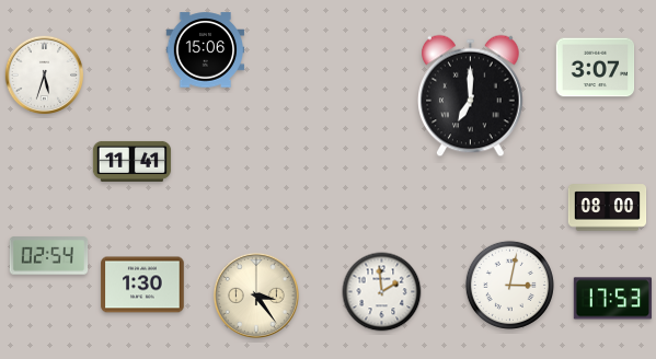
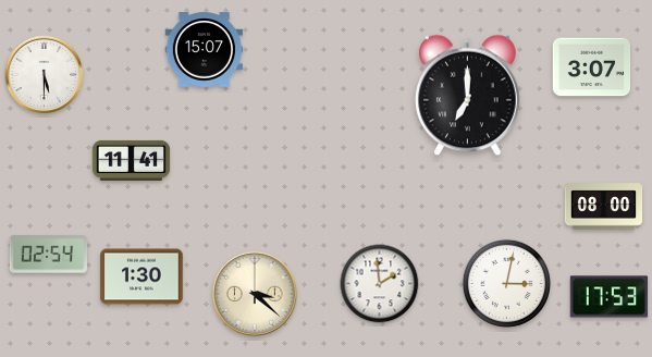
clock at (206, 50): 15:06 -> 15:07
clock at (45, 76): 5:33 -> 5:30
clock at (142, 285) position: (142, 285) -> (142, 276)
clock at (382, 292) position: (382, 292) -> (380, 284)
clock at (256, 296): 3:24 -> 3:22
